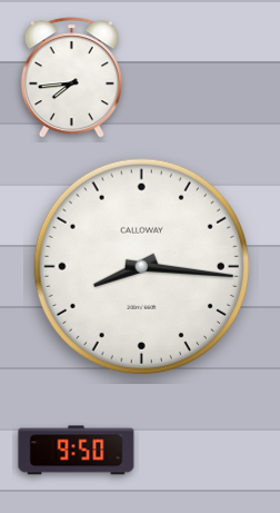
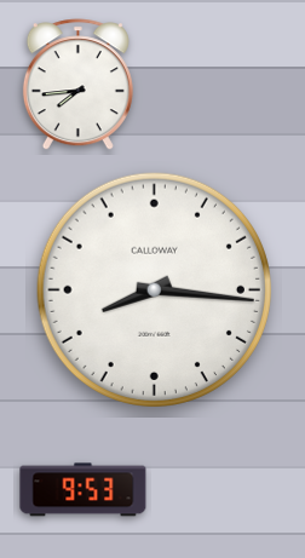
clock at (77, 451): 9:50 -> 9:53
